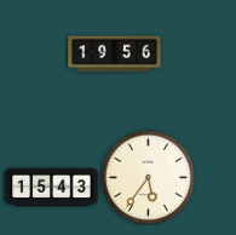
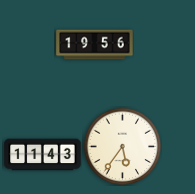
clock at (52, 188): 15:43 -> 11:43
